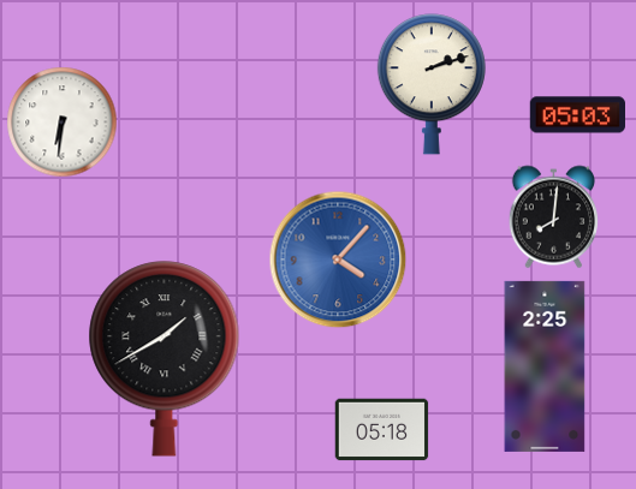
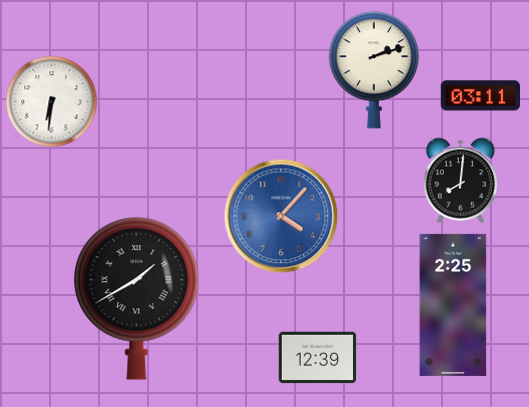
clock at (432, 84) position: (432, 84) -> (374, 70)
clock at (577, 115): 05:03 -> 03:11
clock at (381, 430): 05:18 -> 12:39
